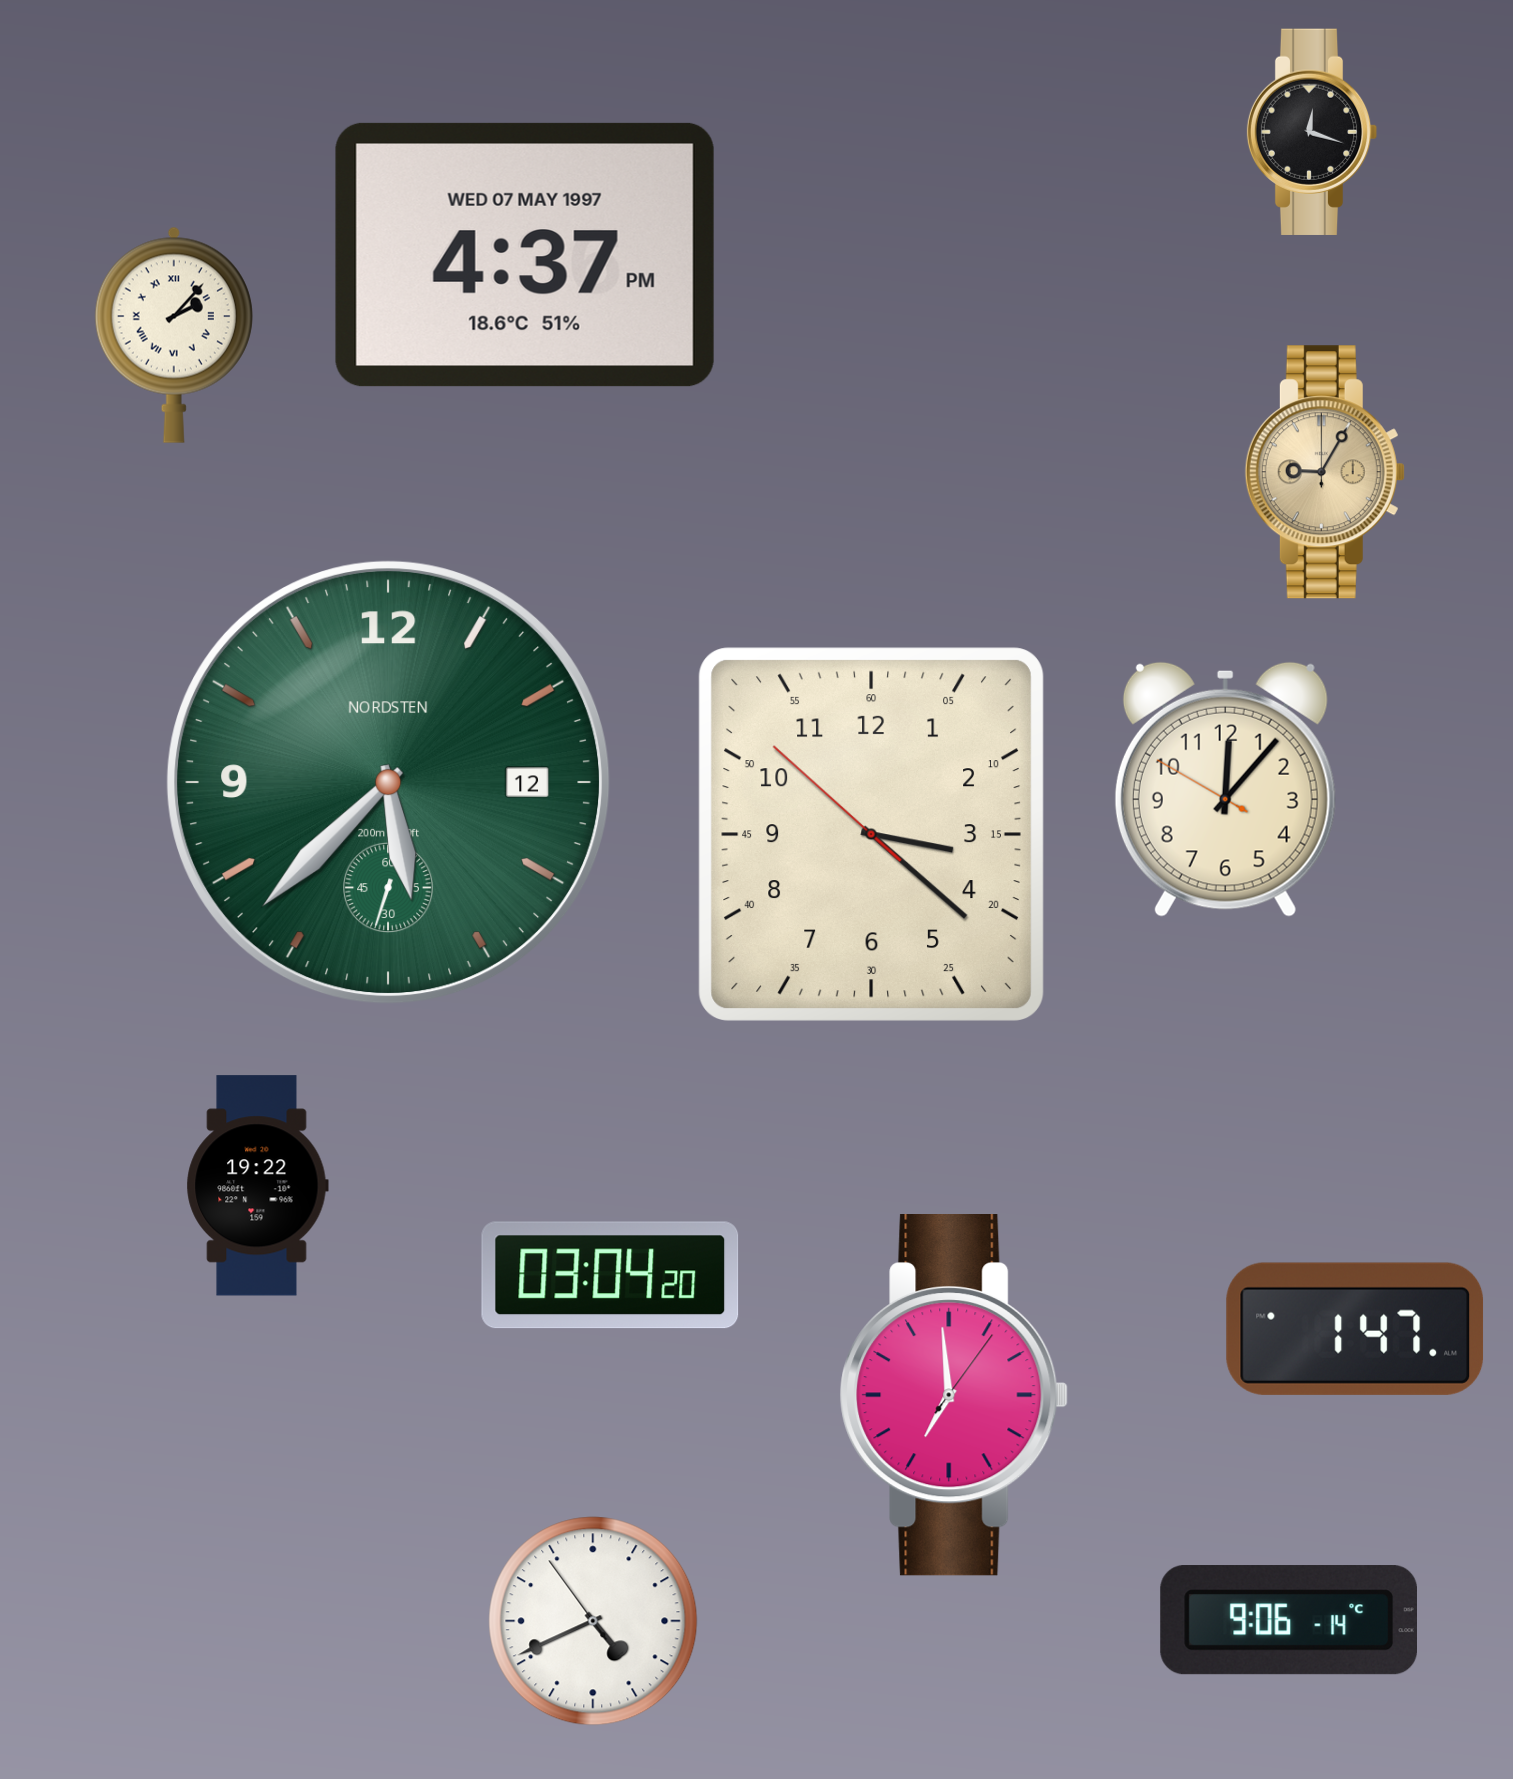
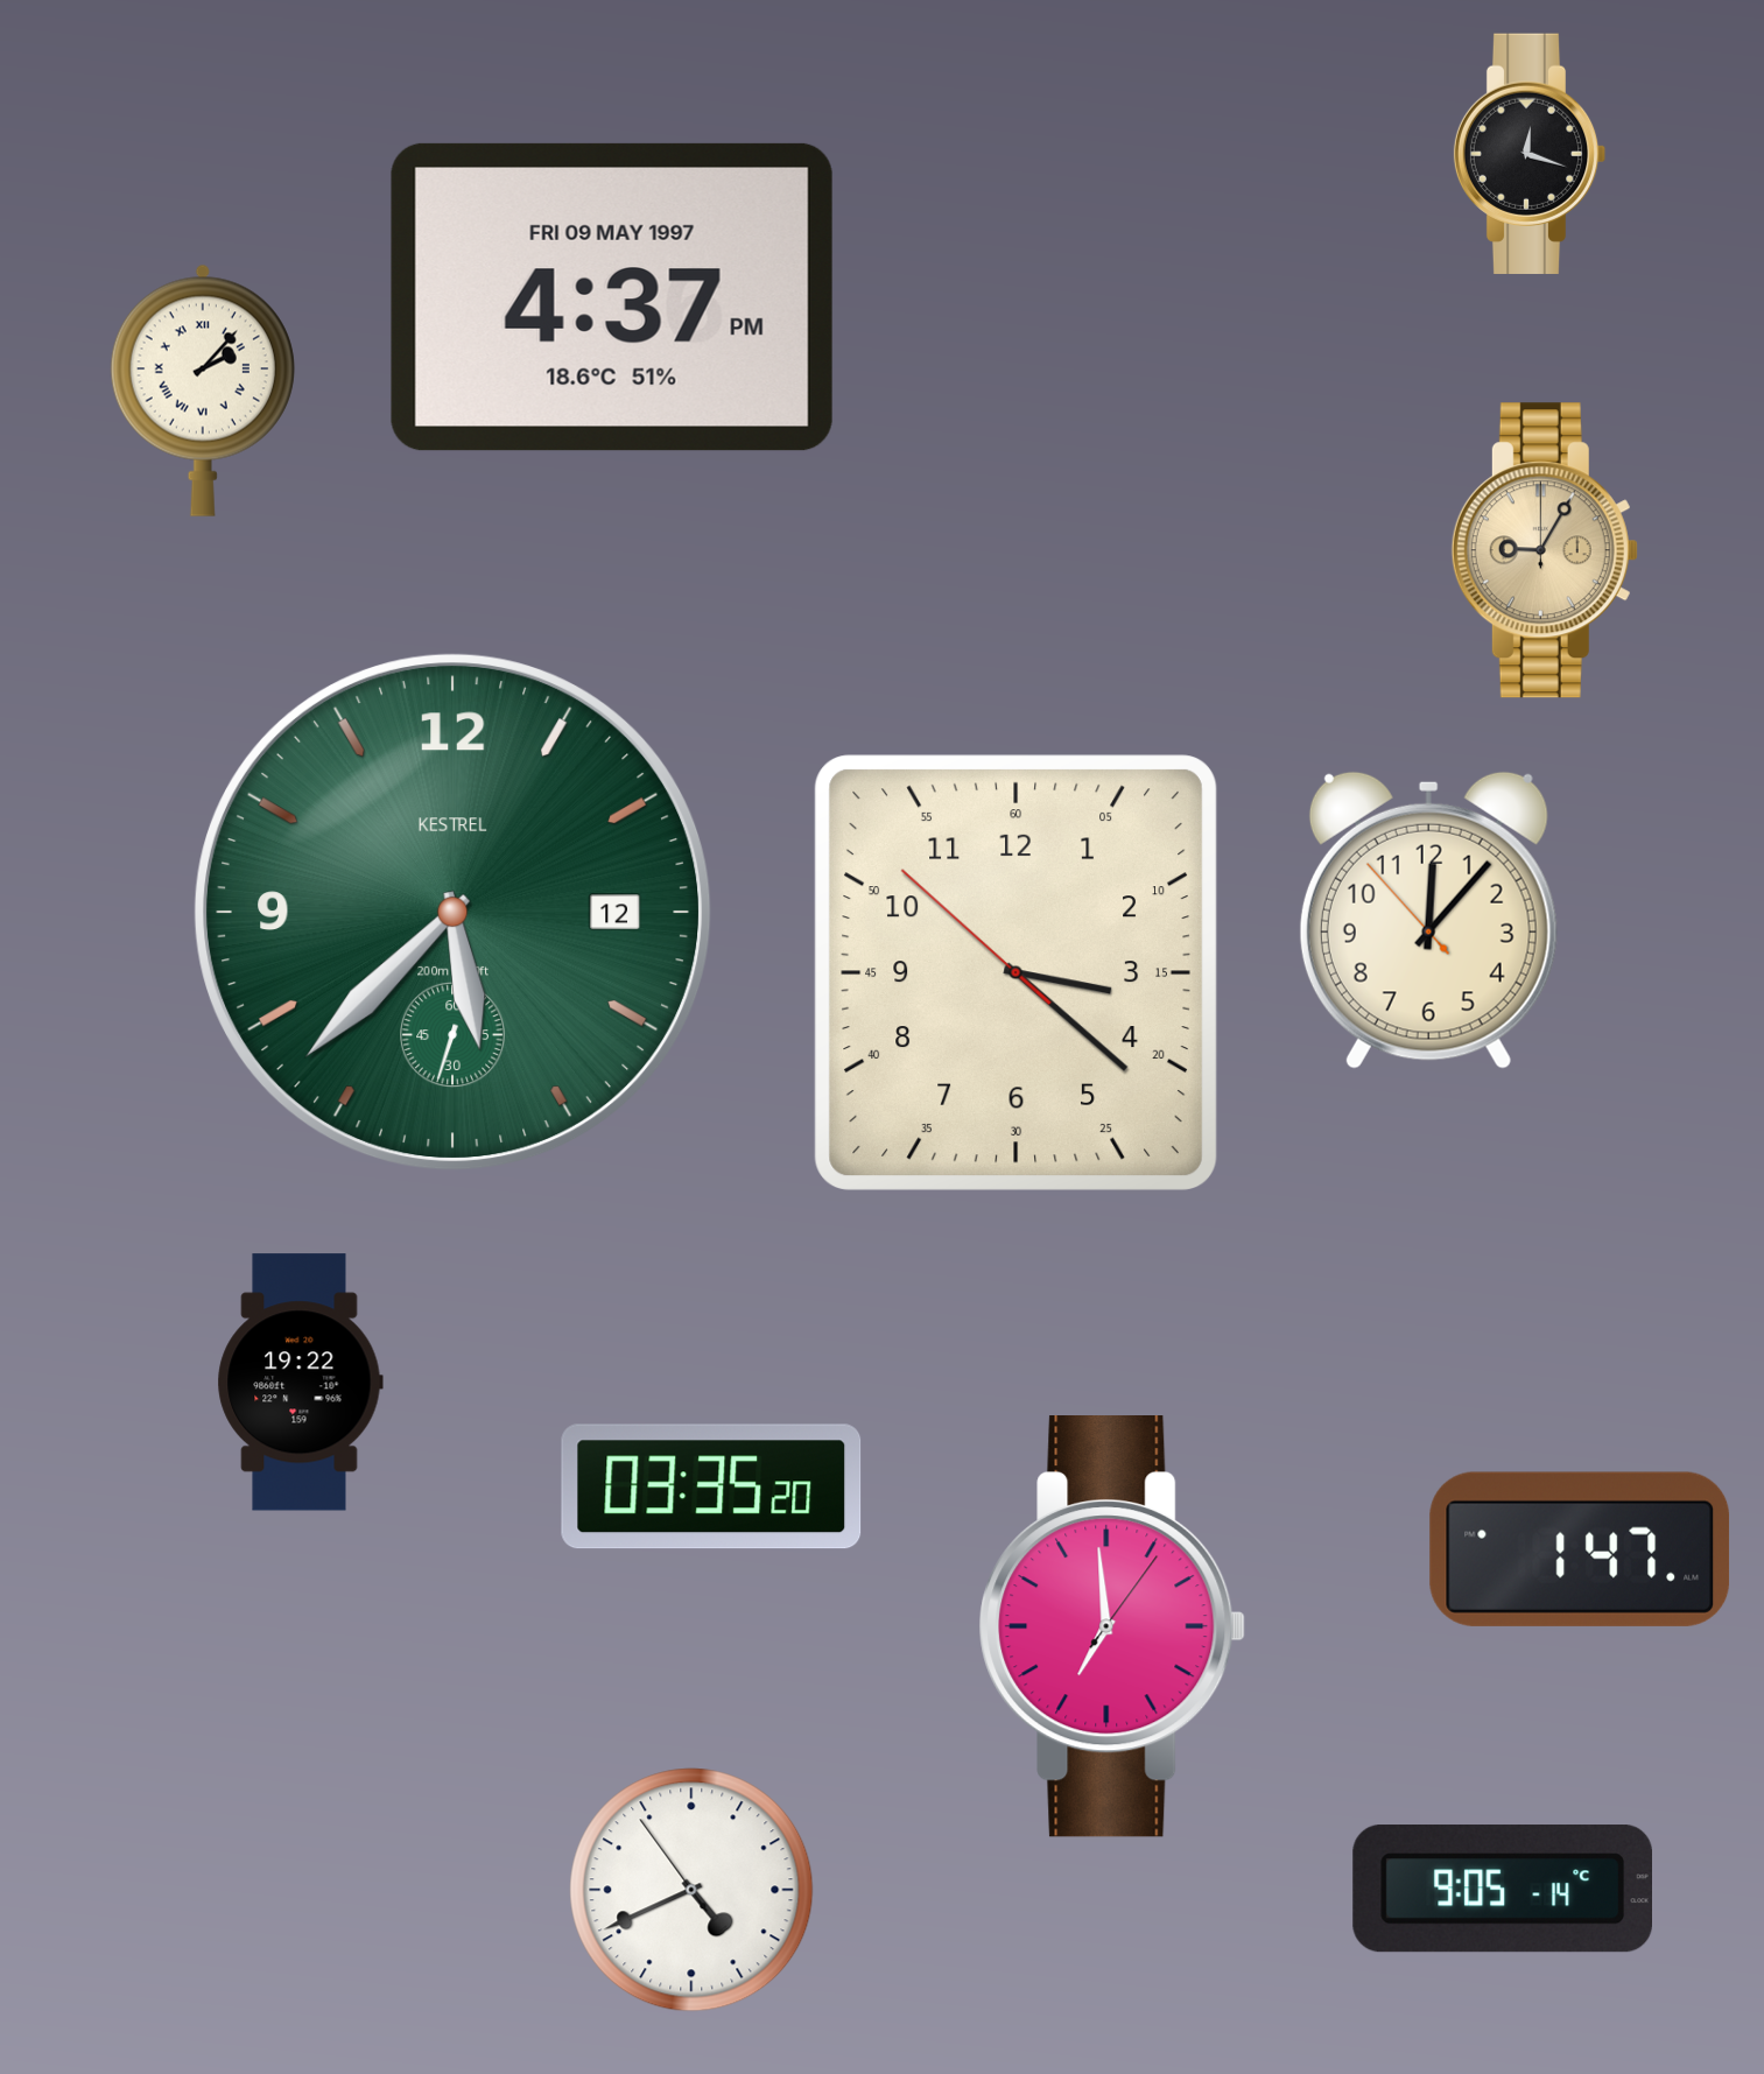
clock at (525, 255) date: WED 07 MAY 1997 -> FRI 09 MAY 1997
clock at (389, 783) brand: NORDSTEN -> KESTREL
clock at (1225, 789): 12:06:50 -> 12:06:53
clock at (610, 1275): 03:04 -> 03:35
clock at (1288, 1620): 9:06 -> 9:05
